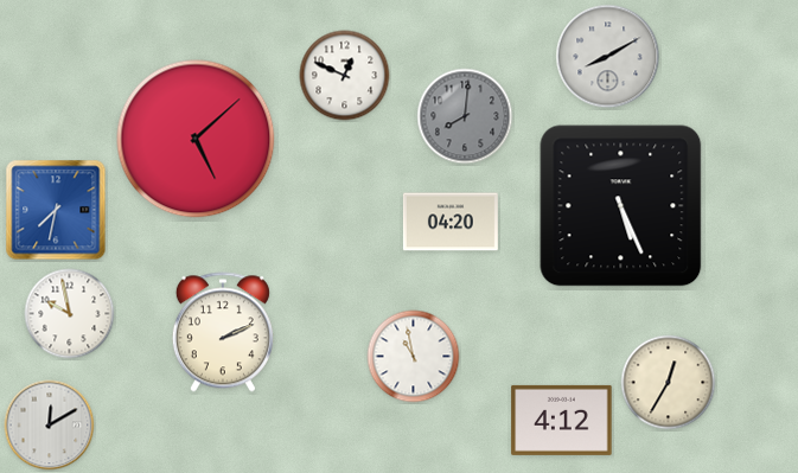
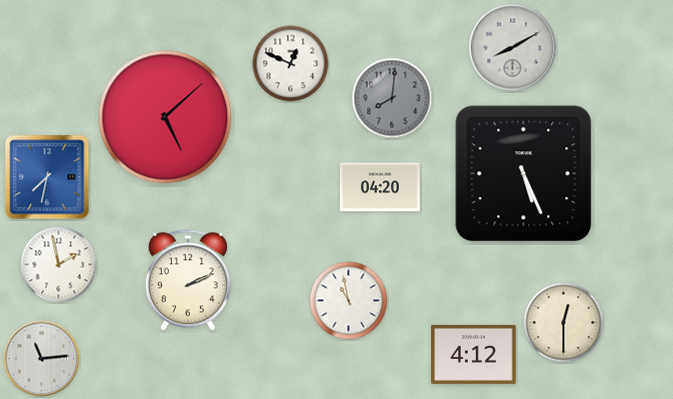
clock at (70, 314): 9:58 -> 1:58
clock at (669, 383): 12:35 -> 12:30
clock at (50, 426): 12:10 -> 11:14
